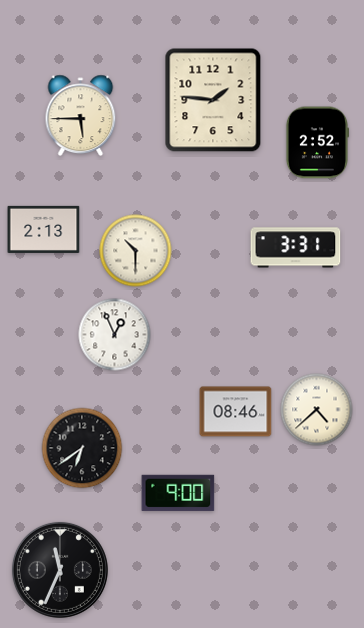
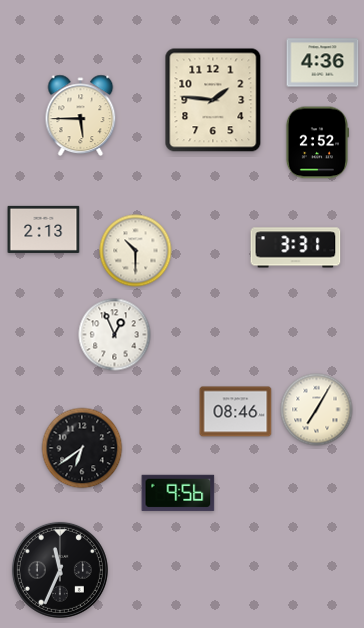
clock at (323, 63): none -> 4:36
clock at (317, 410): 4:38 -> 7:05
clock at (178, 493): 9:00 -> 9:56
